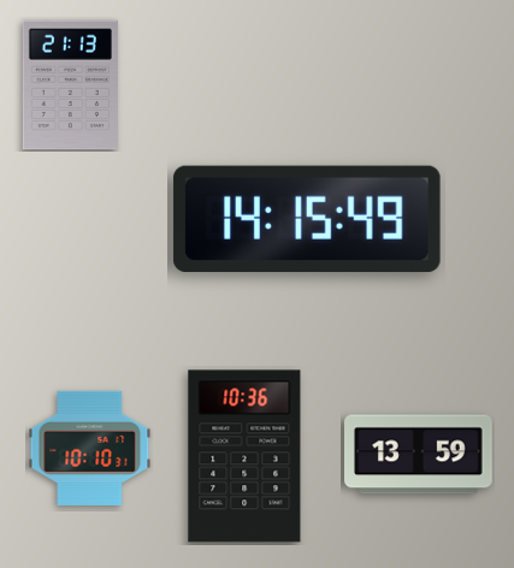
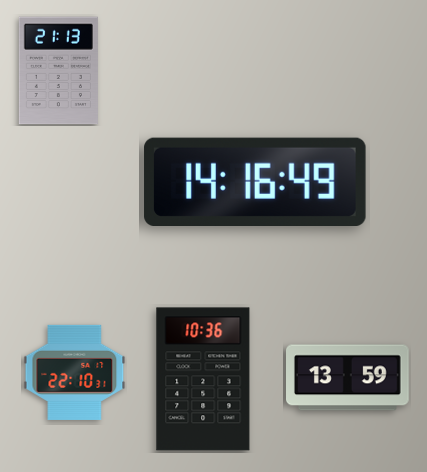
clock at (307, 218): 14:15 -> 14:16
clock at (90, 448): 10:10 -> 22:10
